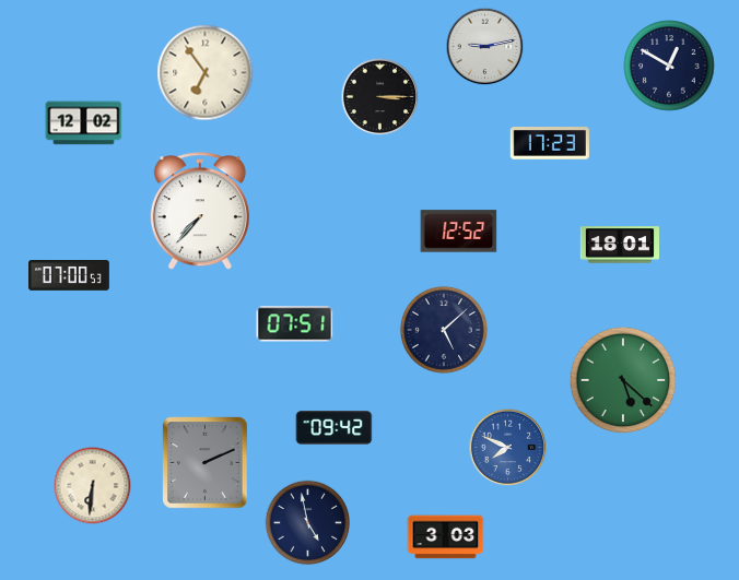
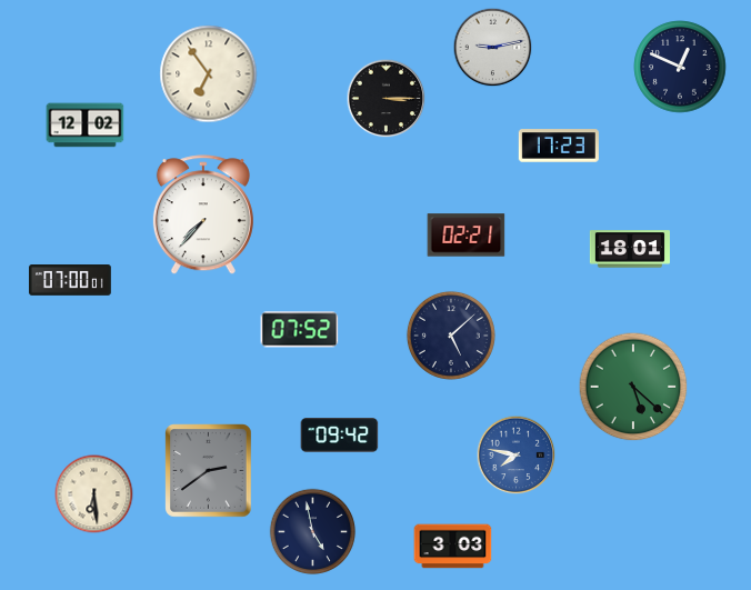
clock at (669, 66): 12:50 -> 12:49
clock at (459, 232): 12:52 -> 02:21
clock at (70, 276): 07:00:53 -> 07:00:01
clock at (295, 324): 07:51 -> 07:52
clock at (508, 448): 7:49 -> 7:47
clock at (206, 463): 2:11 -> 2:39
clock at (93, 486): 6:31 -> 6:29
